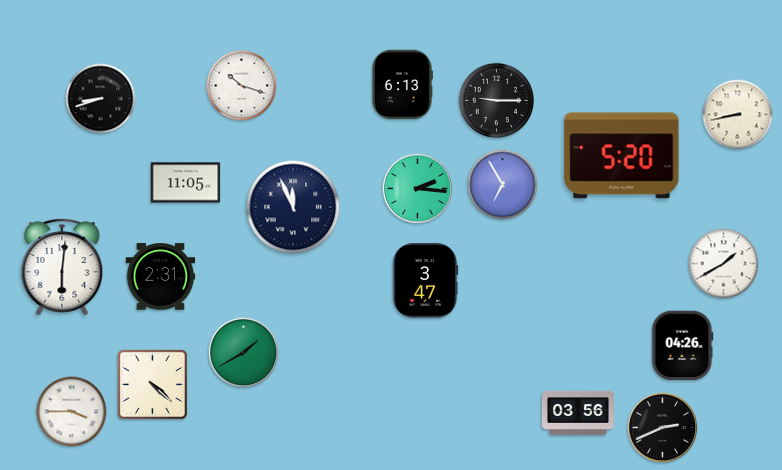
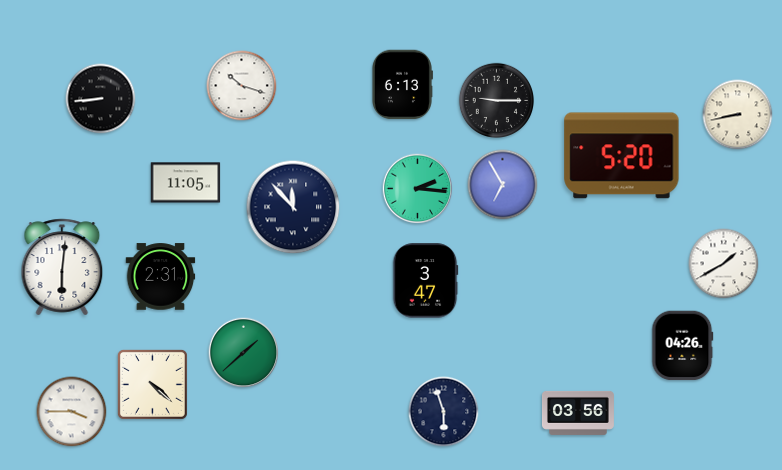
clock at (101, 99): 8:42 -> 8:44
clock at (293, 207): 11:56 -> 11:53
clock at (244, 353): 1:40 -> 1:38
clock at (444, 412): none -> 5:57
clock at (663, 428): 2:41 -> none
